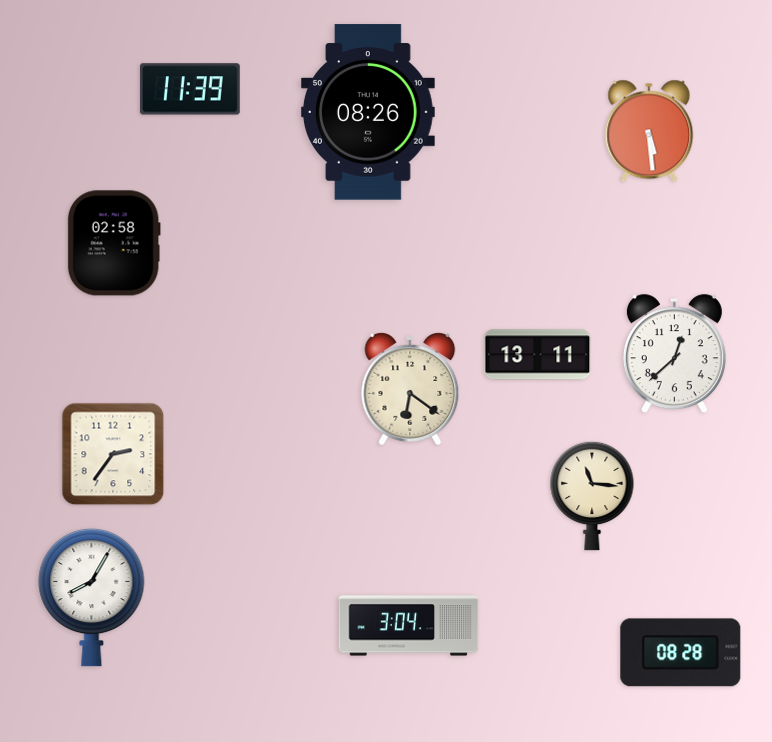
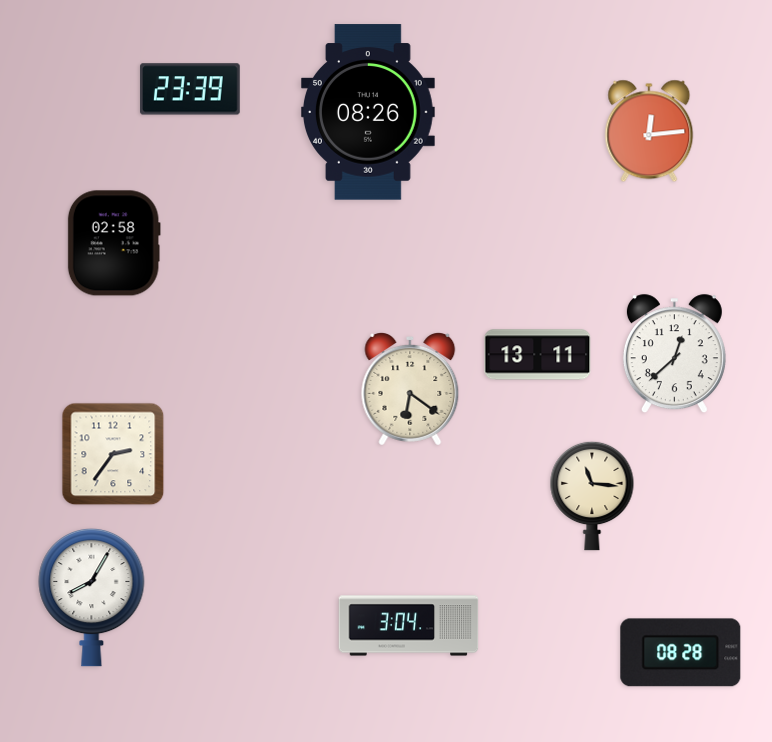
clock at (190, 89): 11:39 -> 23:39
clock at (649, 131): 5:29 -> 12:14
